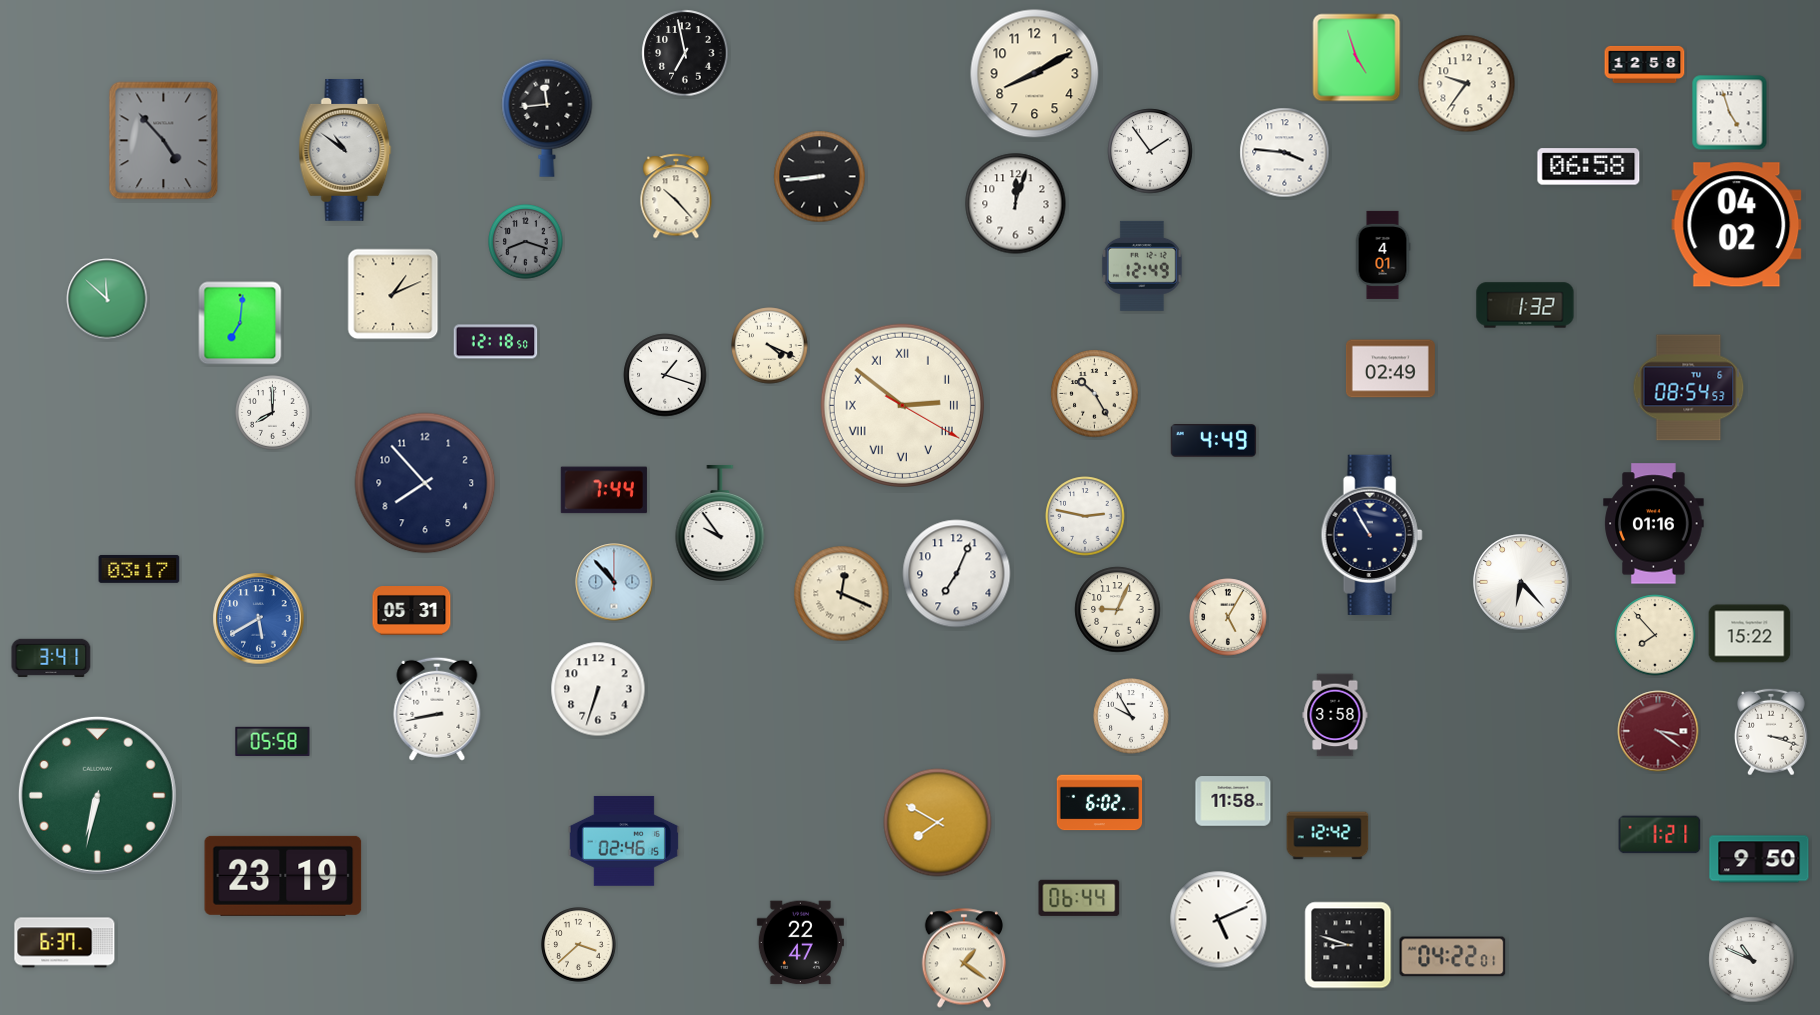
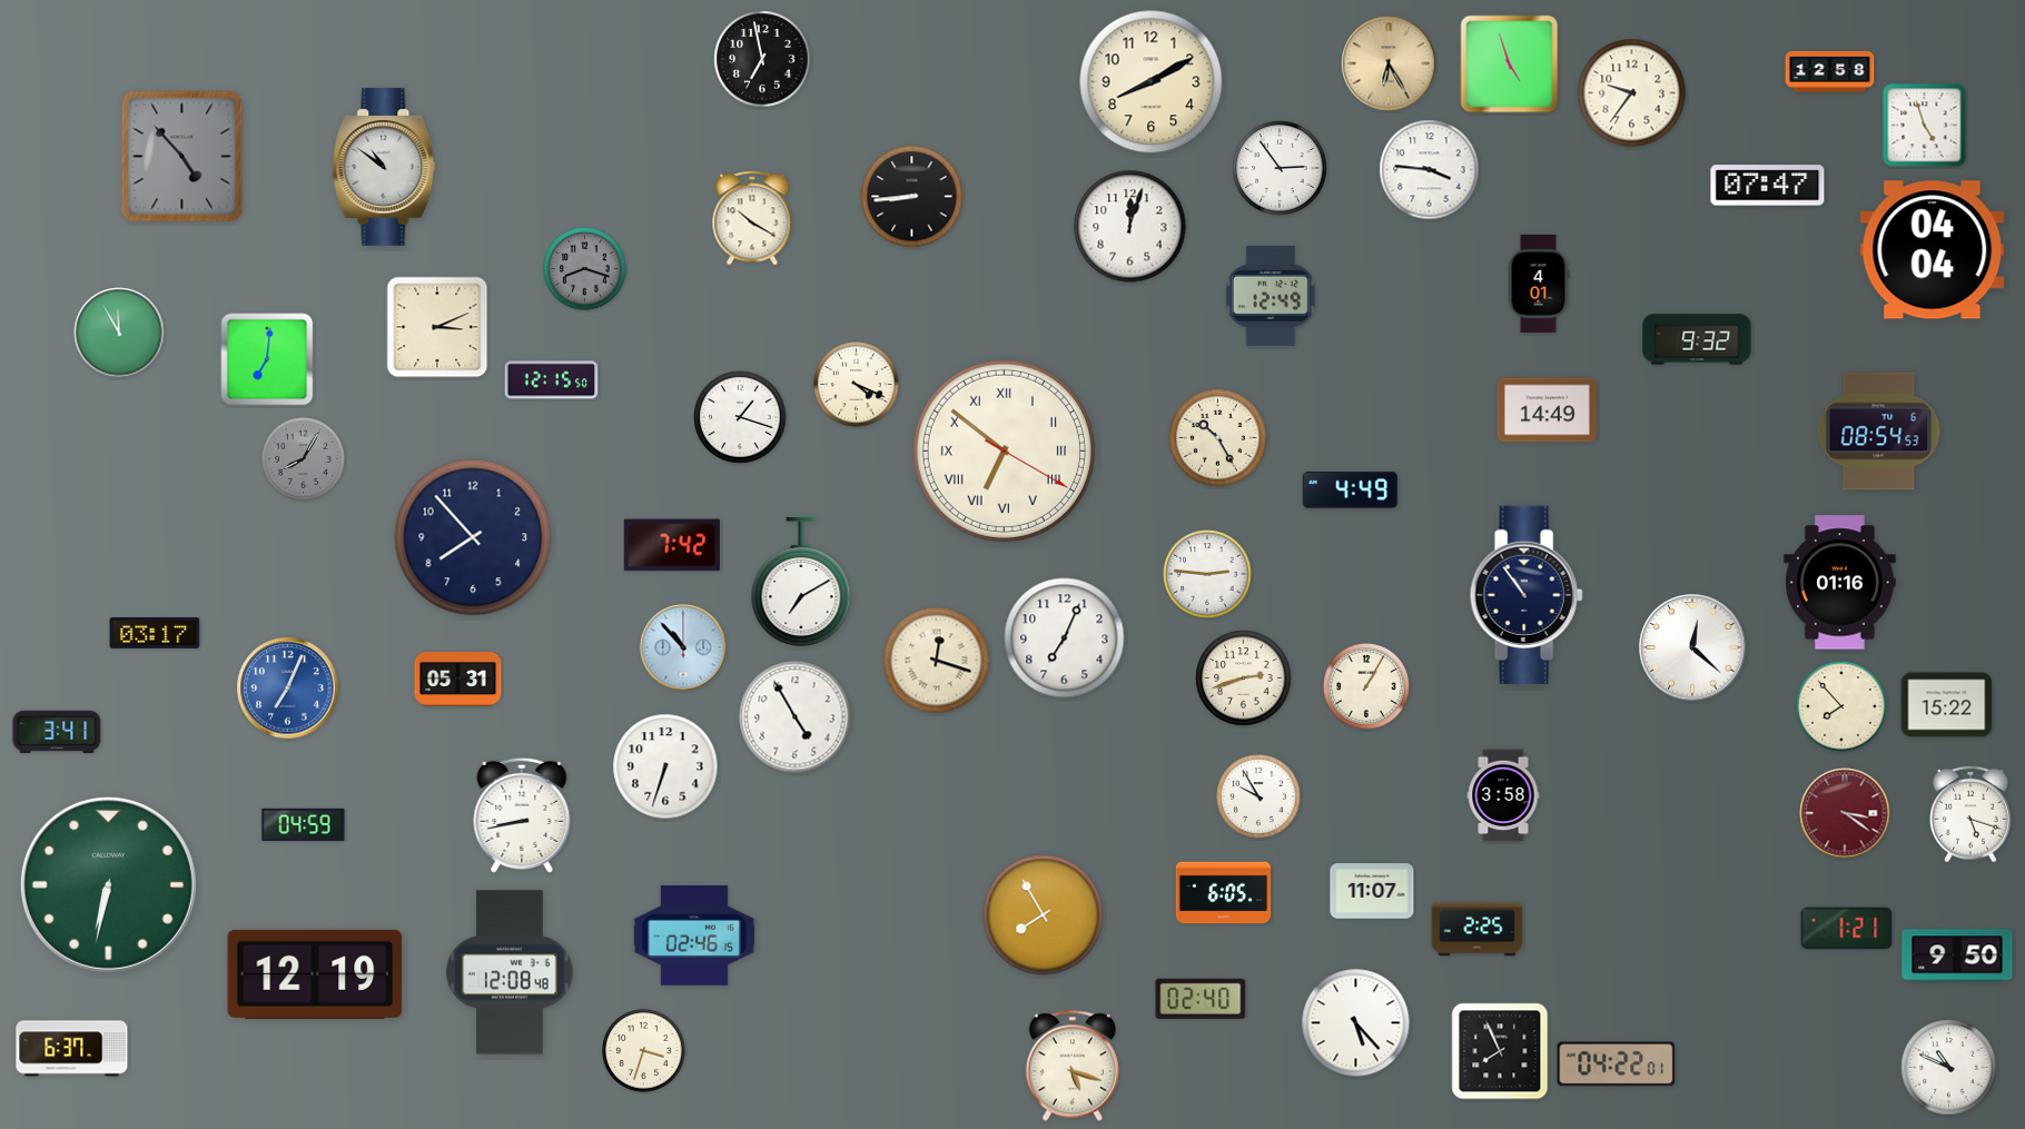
clock at (1389, 63): none -> 6:25
clock at (547, 118): 11:44 -> none
clock at (1150, 151): 1:54 -> 2:54
clock at (1589, 167): 06:58 -> 07:47
clock at (676, 196): 10:23 -> 10:20
clock at (1737, 225): 04:02 -> 04:04
clock at (393, 294): 1:11 -> 3:11
clock at (107, 299): 11:52 -> 11:55
clock at (1525, 305): 1:32 -> 9:32
clock at (496, 342): 12:18 -> 12:15
clock at (1390, 369): 02:49 -> 14:49
clock at (902, 405): 2:51 -> 6:51
clock at (273, 413): 8:00 -> 8:05
clock at (273, 413) dial: white -> grey
clock at (604, 490): 7:44 -> 7:42
clock at (1085, 516): 2:47 -> 2:46
clock at (720, 522): 9:54 -> 7:10
clock at (1372, 534): 10:55 -> 10:54
clock at (1521, 582): 6:23 -> 12:22
clock at (842, 594): 12:19 -> 12:18
clock at (1118, 610): 9:04 -> 2:42
clock at (1228, 617): 5:05 -> 1:05
clock at (259, 619): 5:40 -> 7:04
clock at (796, 717): none -> 4:55
clock at (437, 709) position: (437, 709) -> (522, 815)
clock at (1335, 715) position: (1335, 715) -> (1503, 795)
clock at (1771, 732): 3:18 -> 5:18
clock at (273, 741): 05:58 -> 04:59
clock at (1233, 801): 11:58 -> 11:07
clock at (1100, 803): 6:02 -> 6:05
clock at (938, 823): 7:50 -> 7:55
clock at (1328, 836): 12:42 -> 2:25
clock at (510, 972): none -> 12:08
clock at (283, 876): 23:19 -> 12:19
clock at (1079, 898): 06:44 -> 02:40
clock at (1219, 920): 5:11 -> 5:23
clock at (800, 943): 22:47 -> none
clock at (579, 945): 3:38 -> 3:33
clock at (1348, 945): 8:48 -> 7:56
clock at (964, 958): 1:21 -> 5:18
